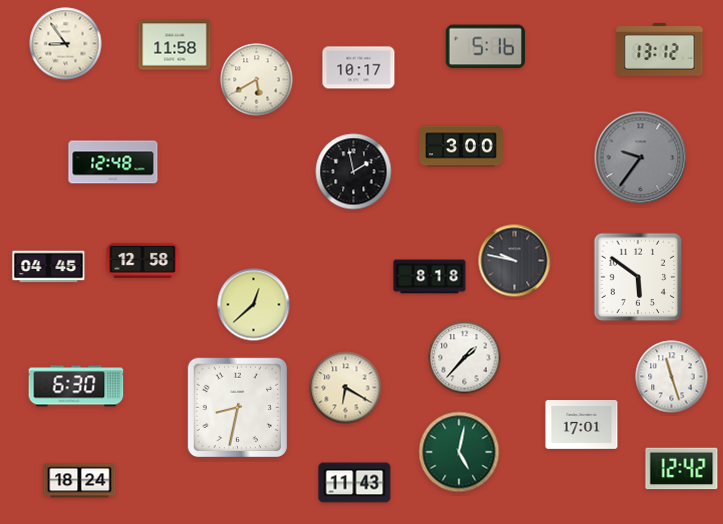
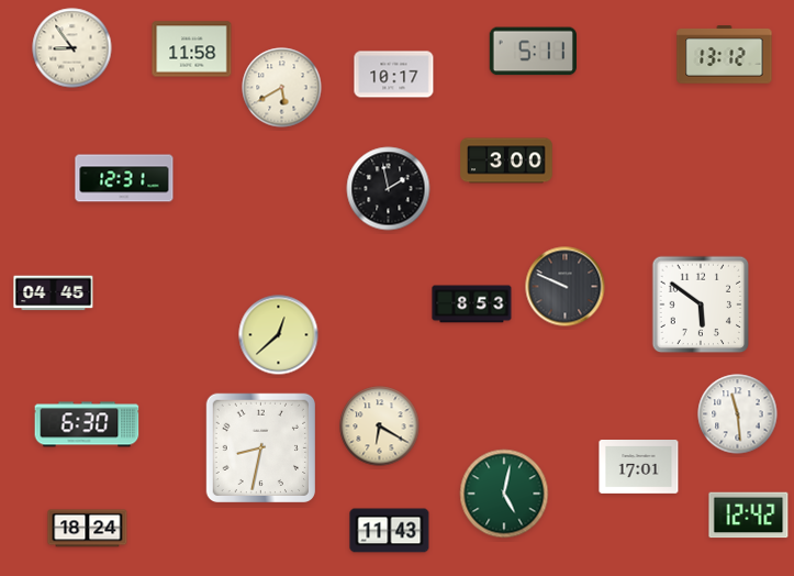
clock at (485, 47): 5:16 -> 5:11
clock at (641, 158): 9:36 -> none
clock at (113, 162): 12:48 -> 12:31
clock at (143, 260): 12:58 -> none
clock at (515, 261): 9:47 -> 9:49
clock at (430, 277): 8:18 -> 8:53
clock at (465, 358): 1:37 -> none
clock at (672, 377): 11:27 -> 11:29
clock at (76, 386) position: (76, 386) -> (87, 424)
clock at (459, 452) position: (459, 452) -> (504, 494)
